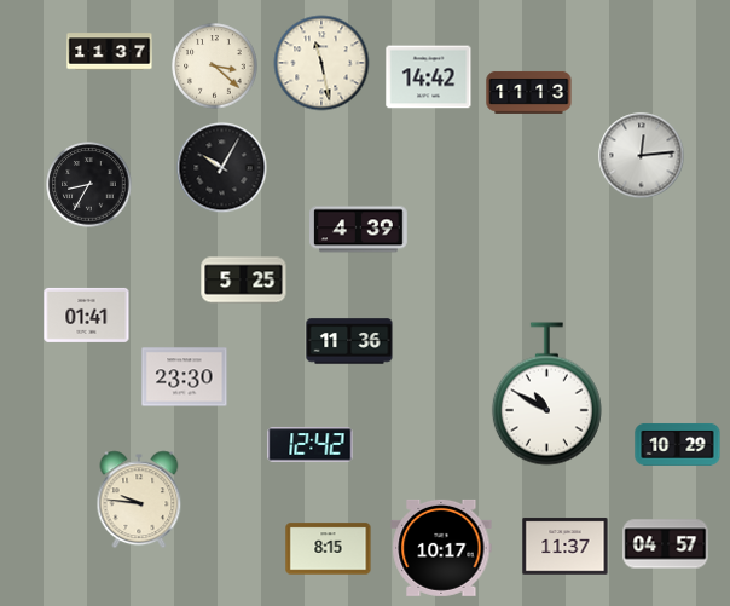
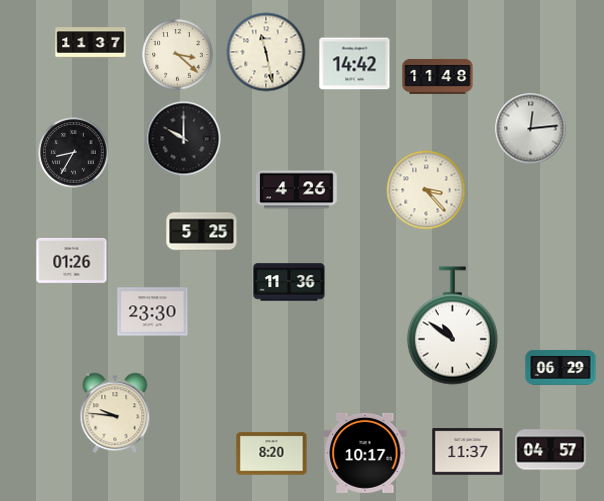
clock at (529, 92): 11:13 -> 11:48
clock at (222, 168): 10:05 -> 10:00
clock at (359, 230): 4:39 -> 4:26
clock at (426, 190): none -> 3:23
clock at (87, 314): 01:41 -> 01:26
clock at (546, 394): 10:50 -> 10:51
clock at (678, 444): 10:29 -> 06:29
clock at (311, 445): 12:42 -> none
clock at (329, 549): 8:15 -> 8:20
